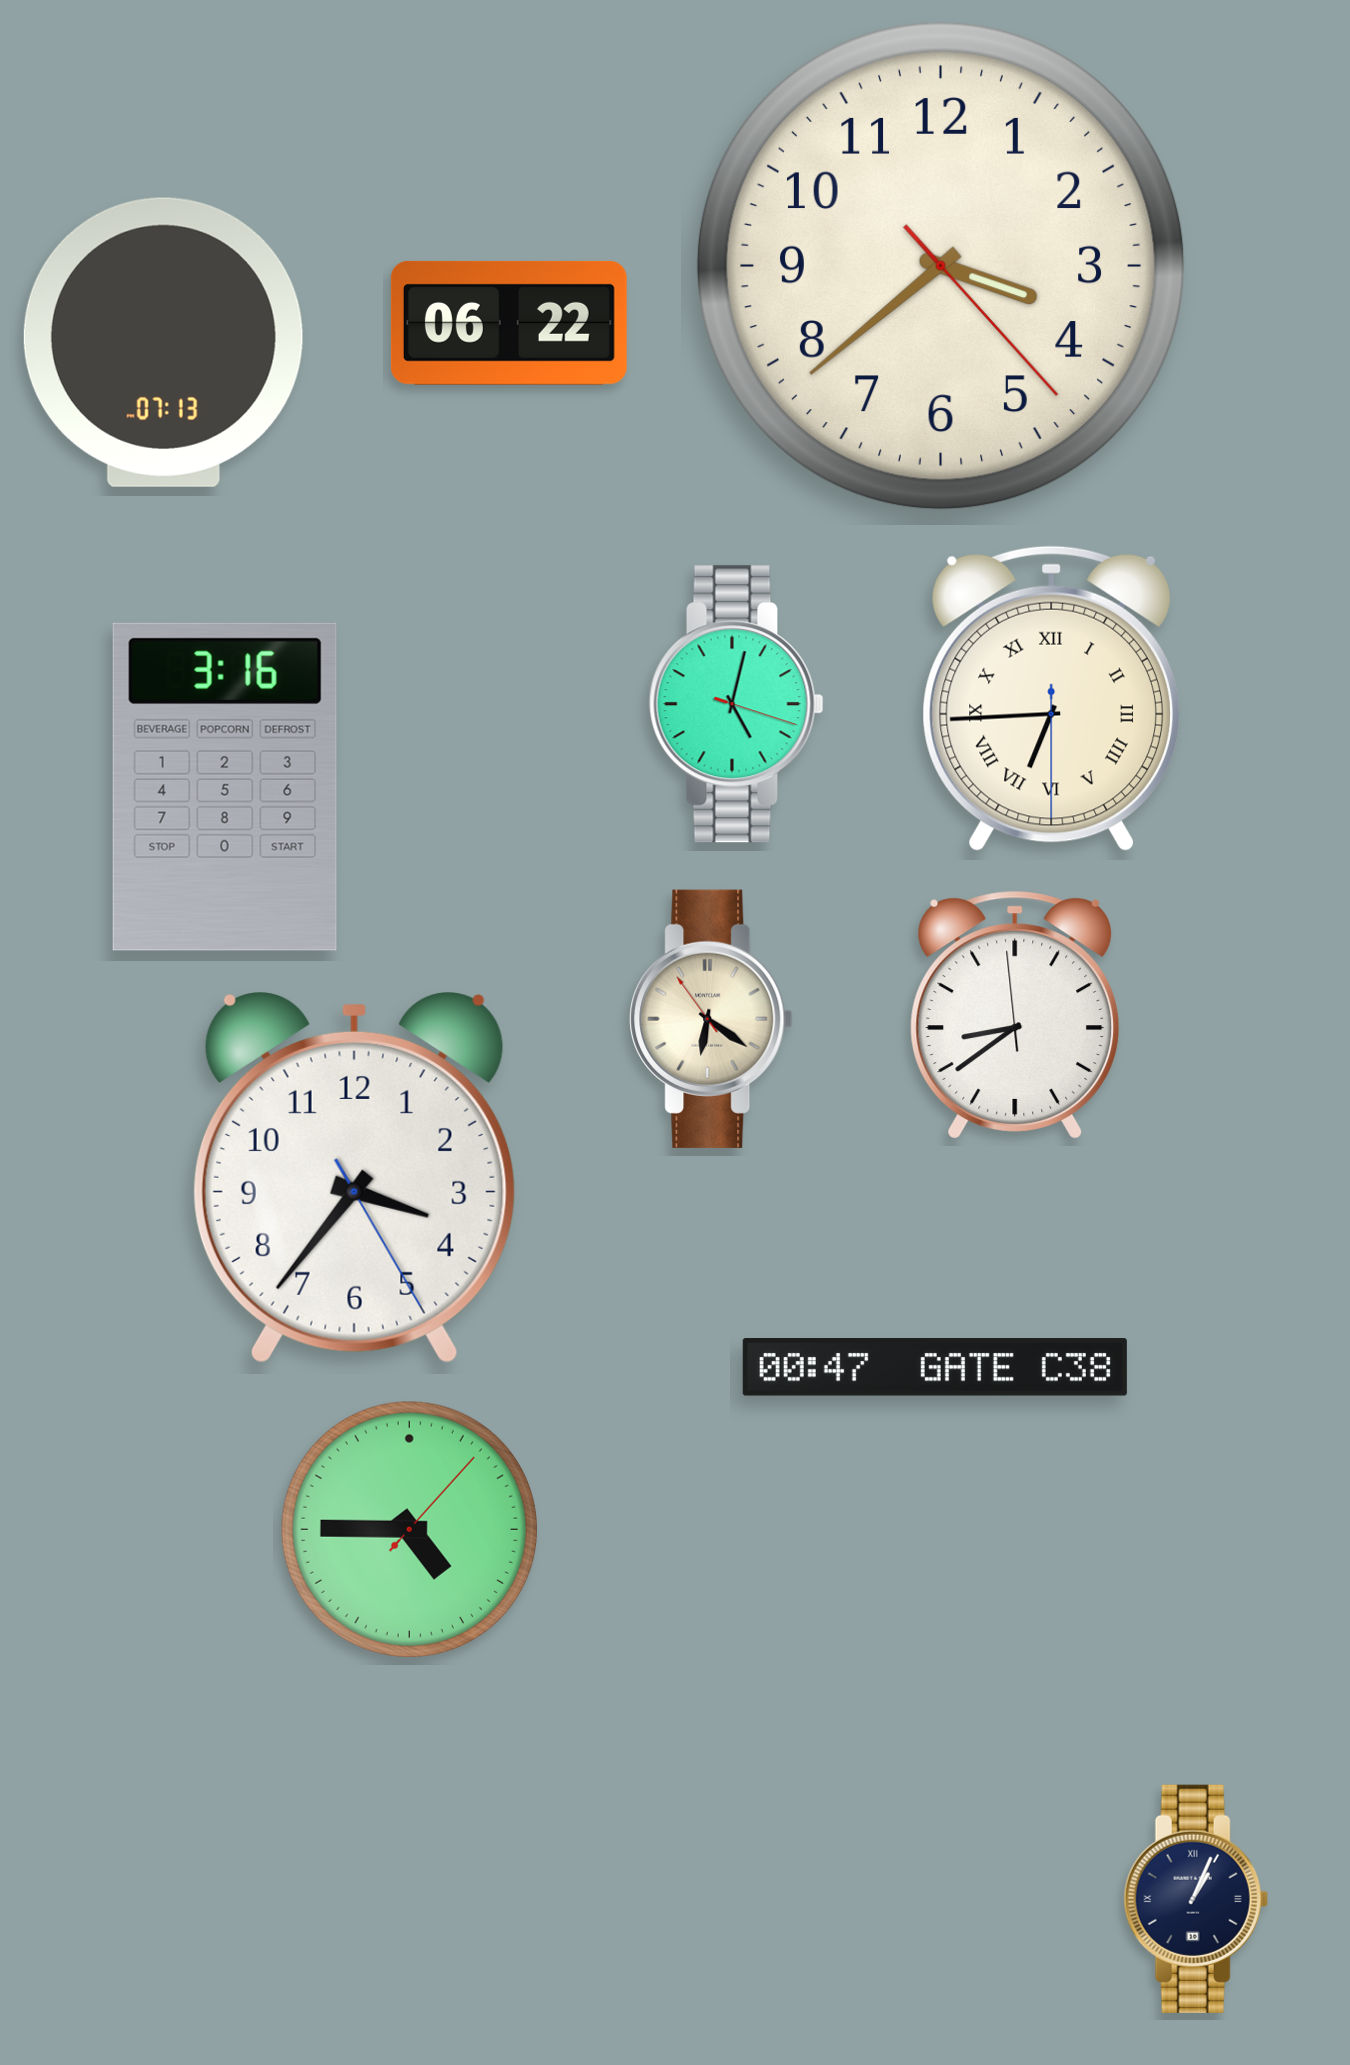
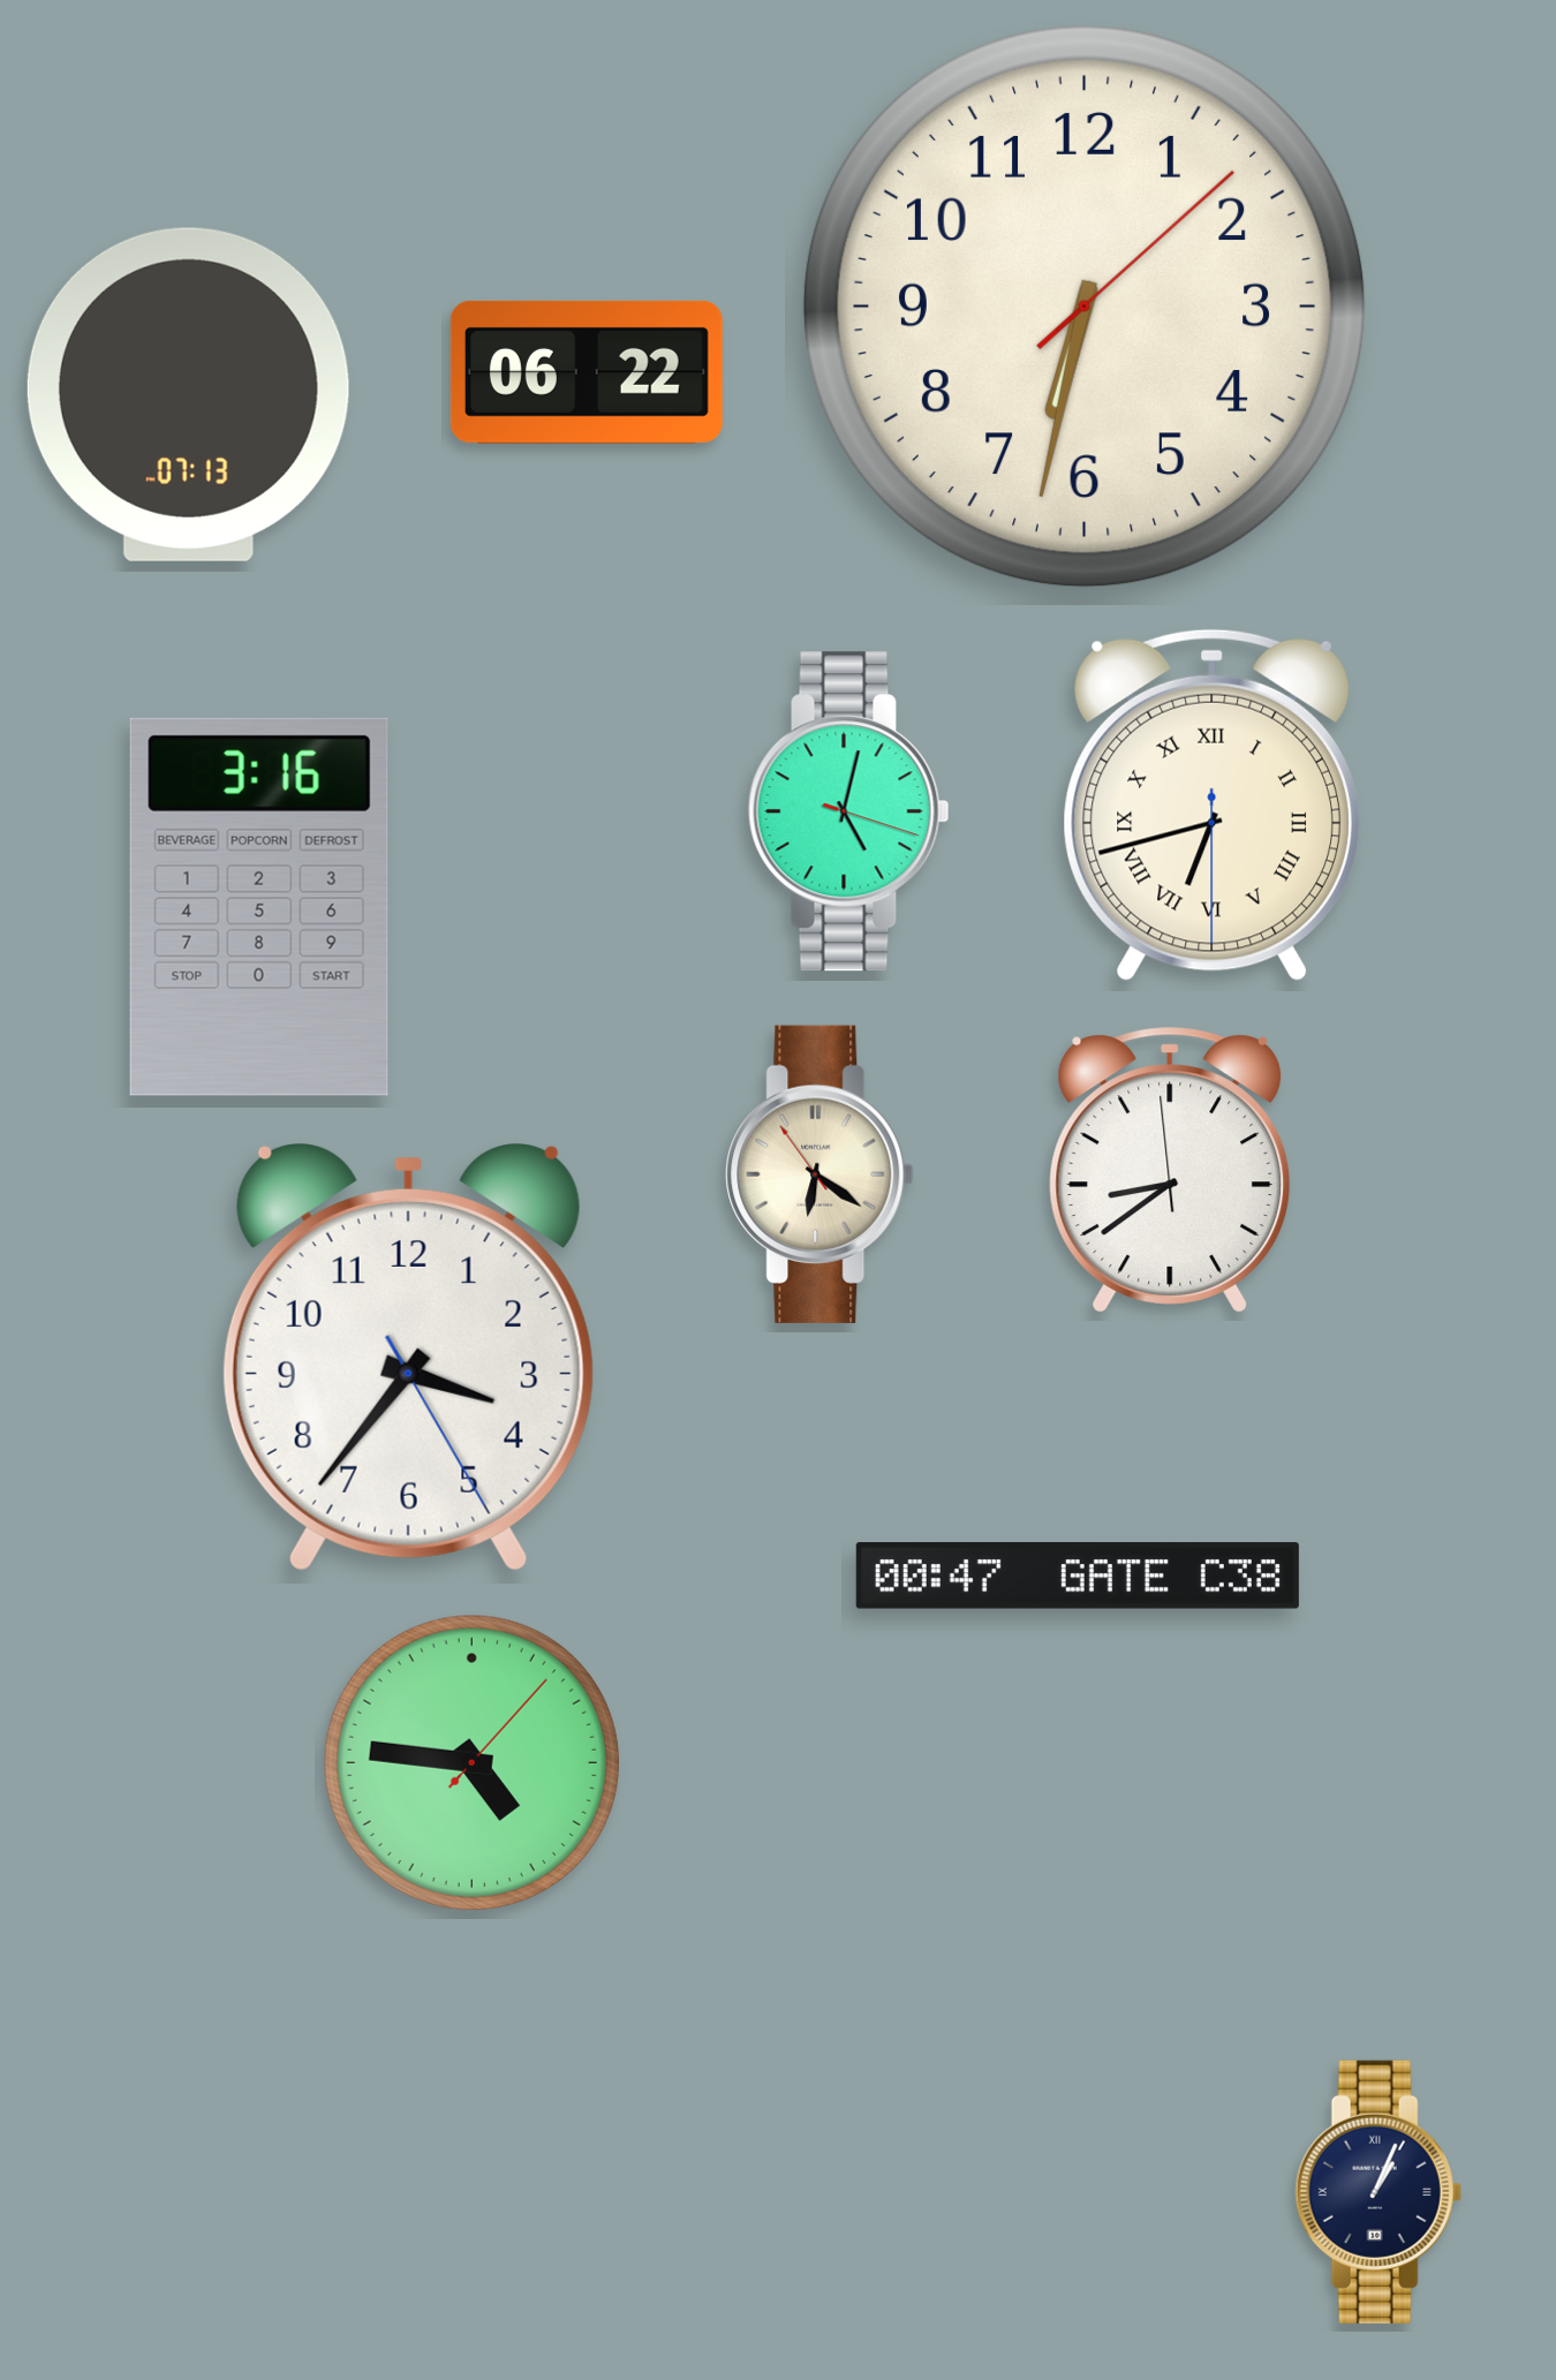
clock at (941, 266): 3:38 -> 6:32
clock at (1051, 698): 6:44 -> 6:42
clock at (409, 1529): 4:45 -> 4:46
clock at (1196, 1899) position: (1196, 1899) -> (1379, 2192)
